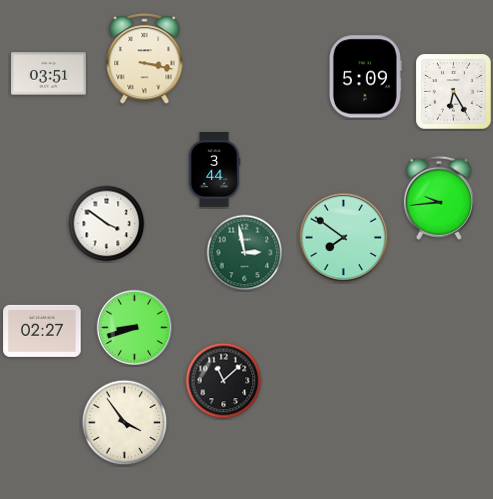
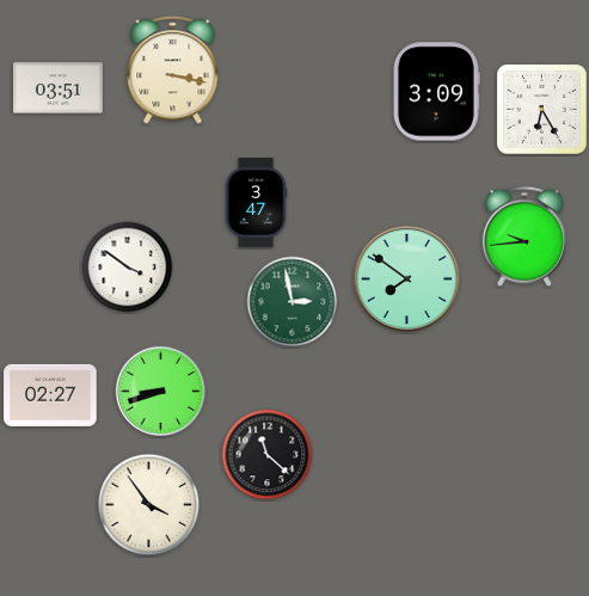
clock at (365, 77): 5:09 -> 3:09
clock at (214, 170): 3:44 -> 3:47
clock at (344, 238) position: (344, 238) -> (407, 279)
clock at (224, 381): 11:08 -> 11:22
